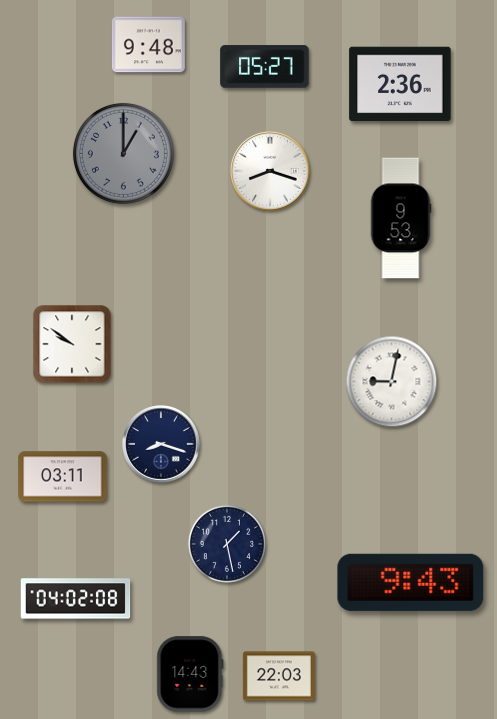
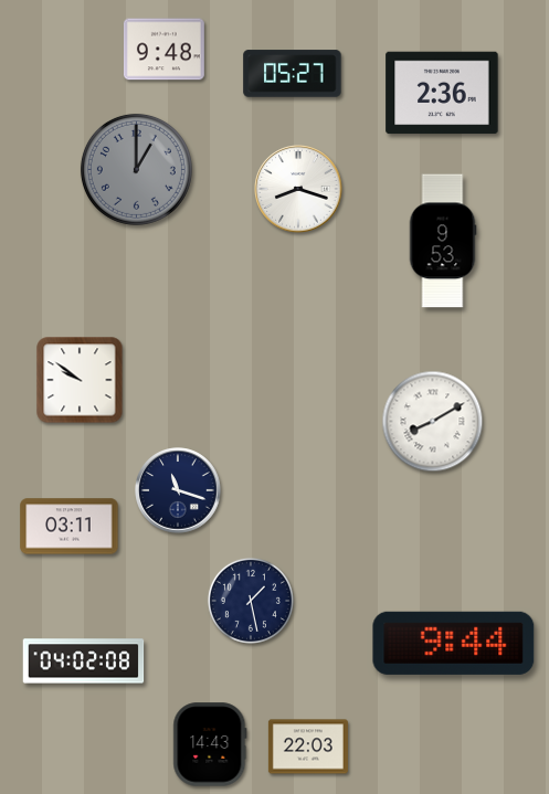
clock at (392, 382): 9:02 -> 8:10
clock at (161, 444): 8:18 -> 11:18
clock at (411, 582): 9:43 -> 9:44
